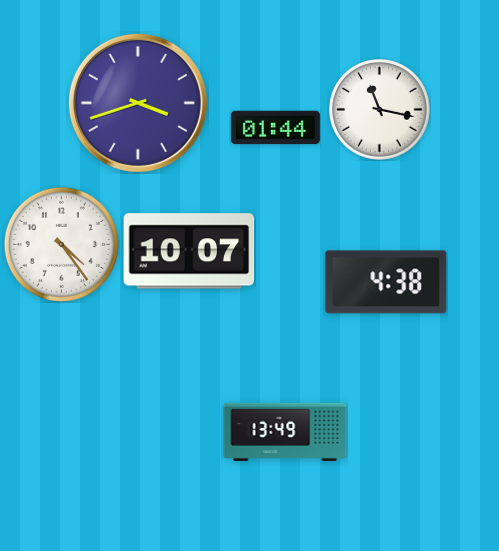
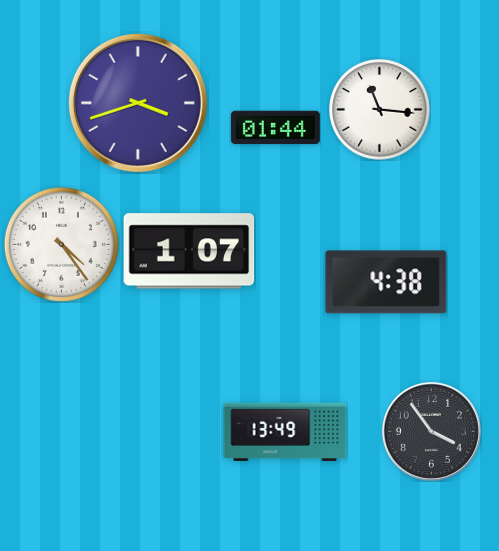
clock at (380, 110): 11:17 -> 11:16
clock at (189, 251): 10:07 -> 1:07
clock at (431, 431): none -> 3:54
